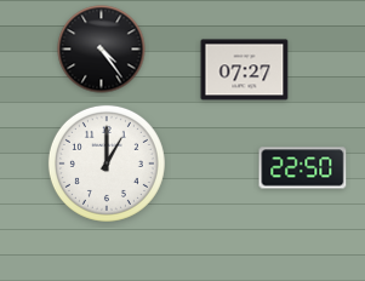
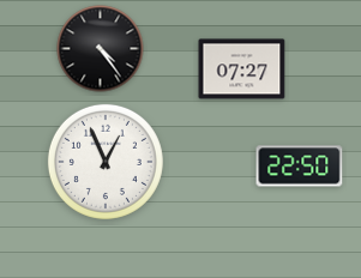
clock at (107, 164): 1:00 -> 12:56
